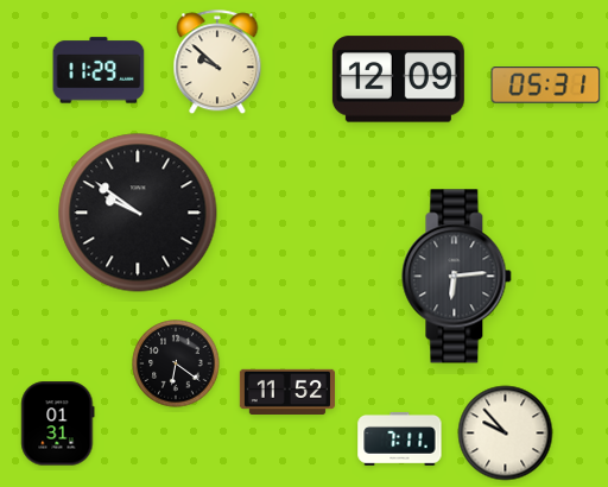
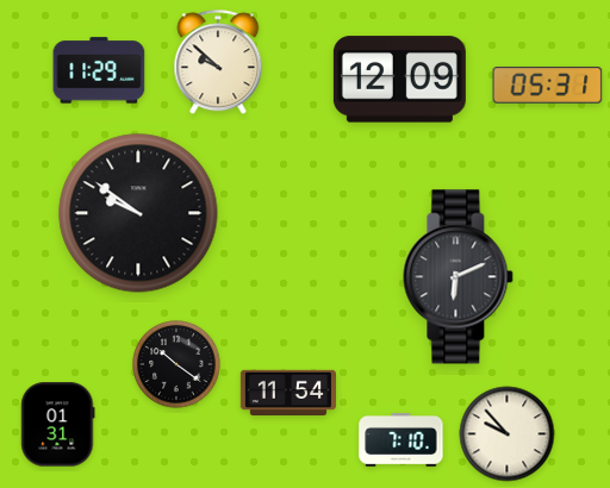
clock at (457, 277): 6:14 -> 6:11
clock at (176, 363): 6:21 -> 10:21
clock at (286, 391): 11:52 -> 11:54
clock at (400, 438): 7:11 -> 7:10
